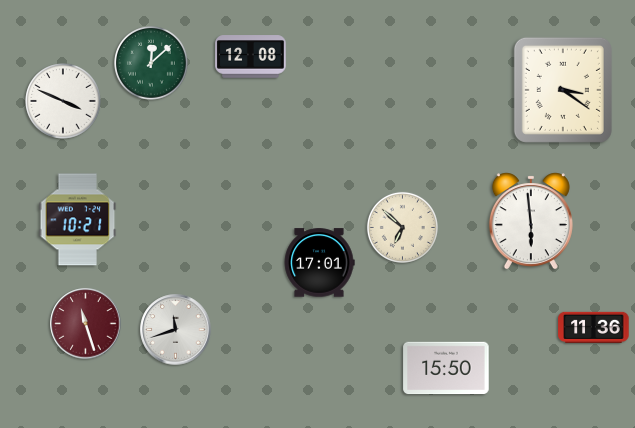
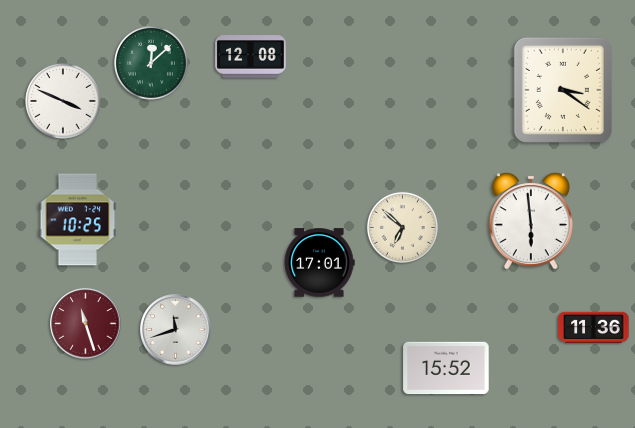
clock at (78, 220): 10:21 -> 10:25
clock at (446, 368): 15:50 -> 15:52
